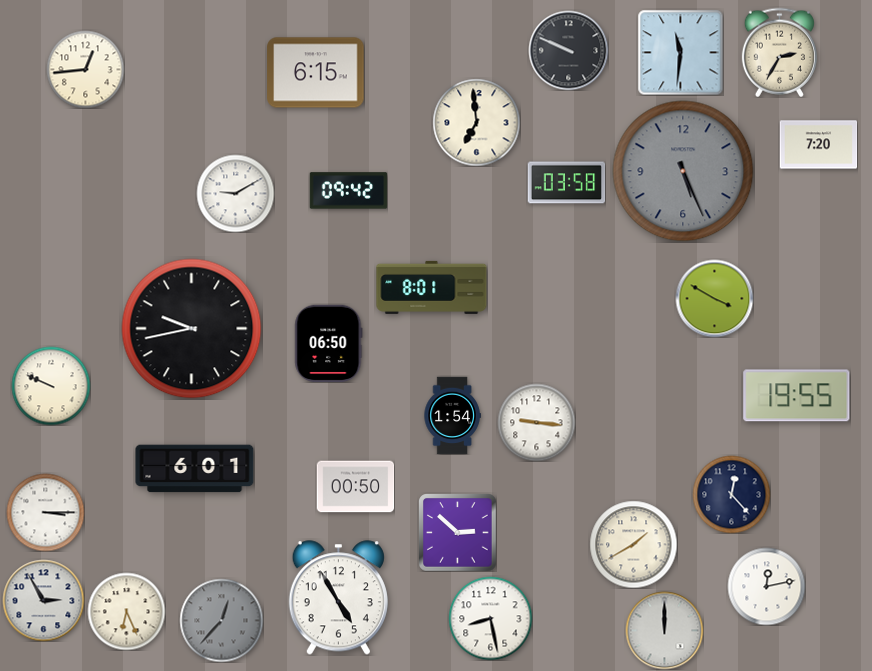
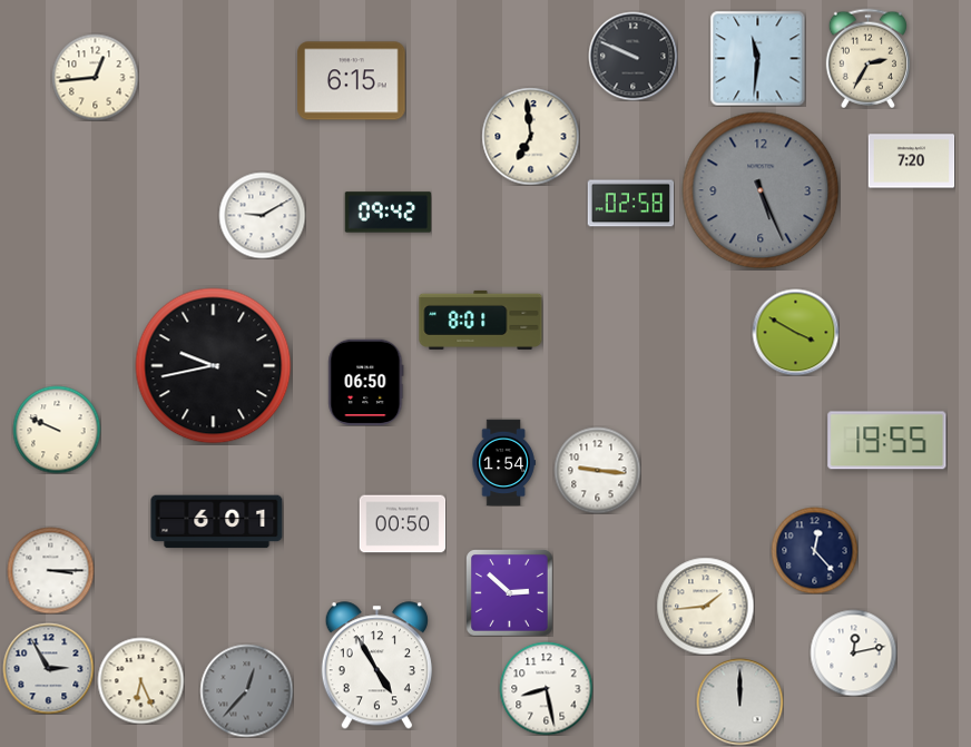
clock at (566, 183): 03:58 -> 02:58
clock at (355, 487) position: (355, 487) -> (402, 524)
clock at (633, 544): 1:40 -> 1:44
